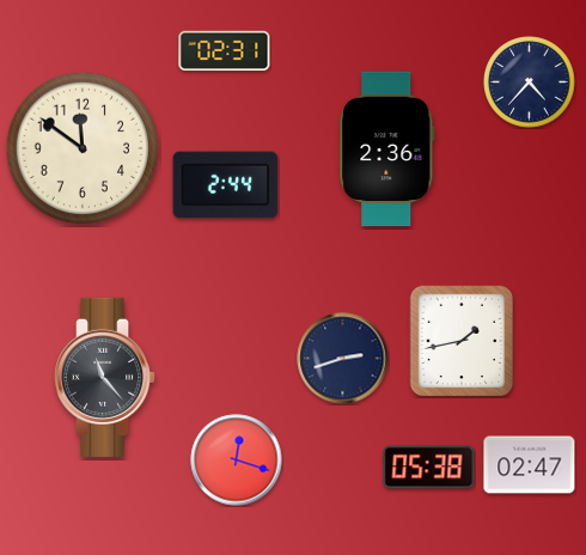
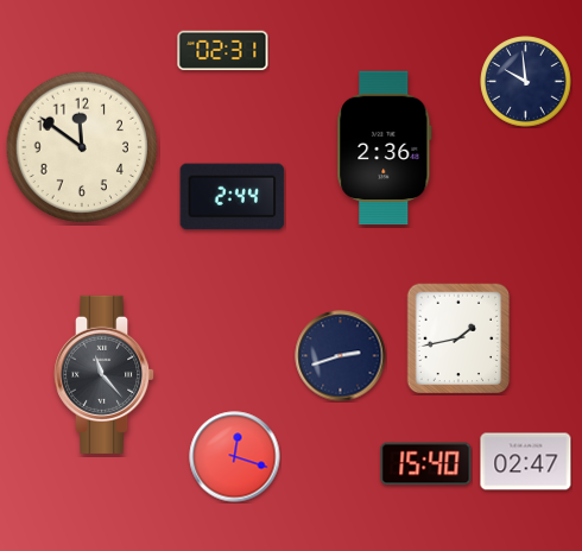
clock at (530, 83): 4:37 -> 9:59
clock at (226, 185) position: (226, 185) -> (233, 197)
clock at (429, 468): 05:38 -> 15:40
